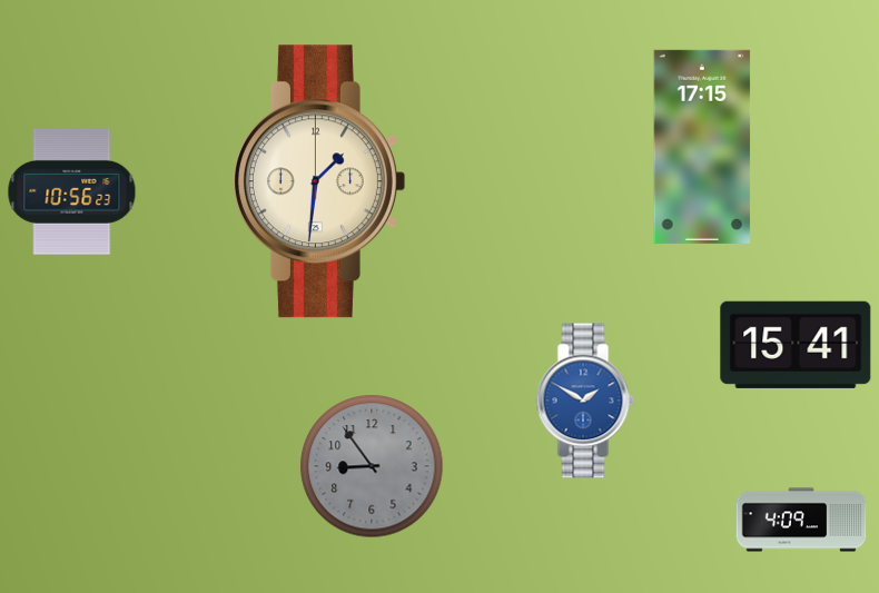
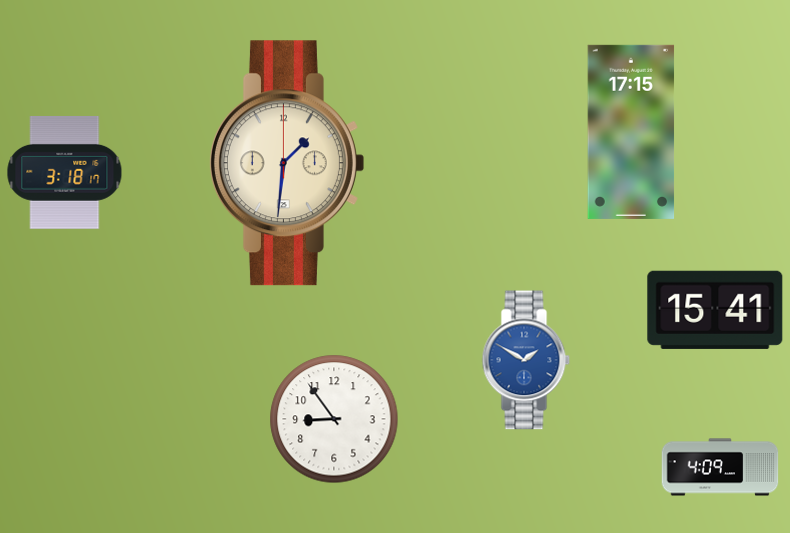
clock at (72, 191): 10:56 -> 3:18
clock at (372, 466) dial: grey -> white
